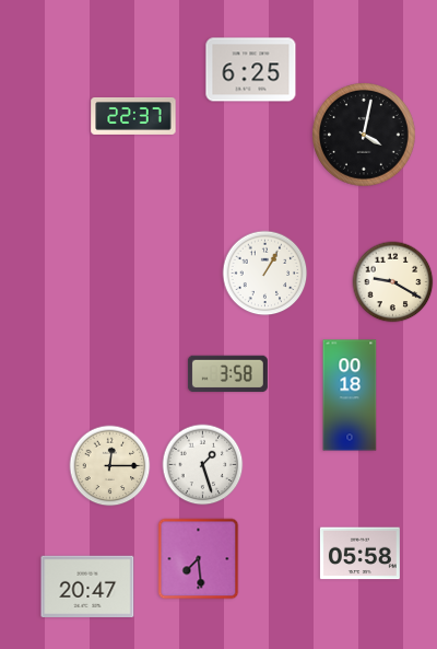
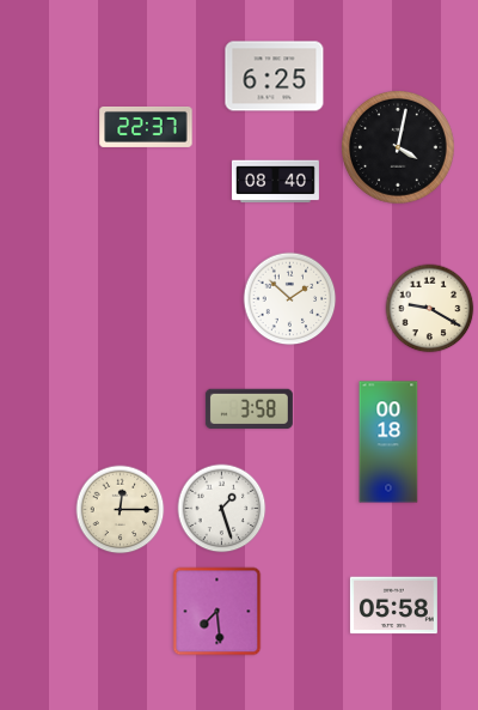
clock at (275, 182): none -> 08:40
clock at (265, 274): 1:05 -> 1:52
clock at (350, 395) position: (350, 395) -> (388, 442)
clock at (87, 587): 20:47 -> none
